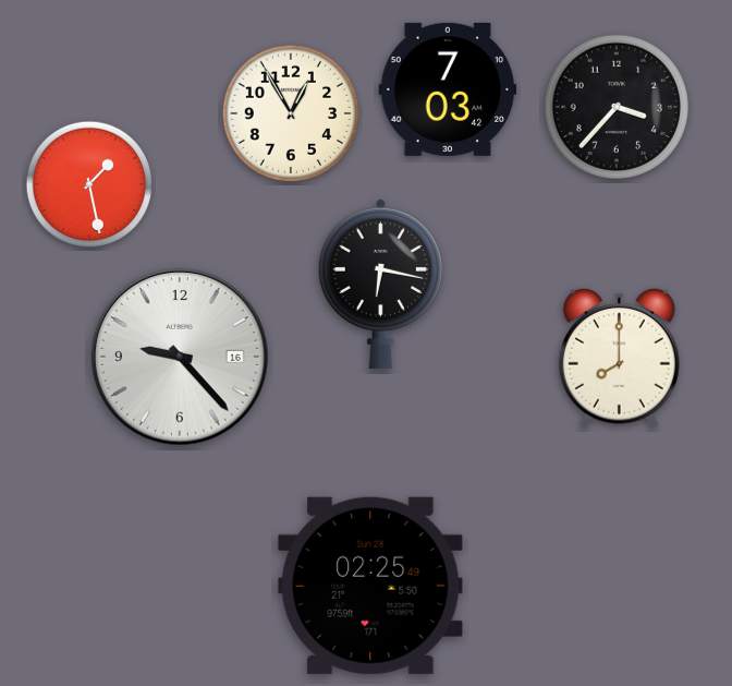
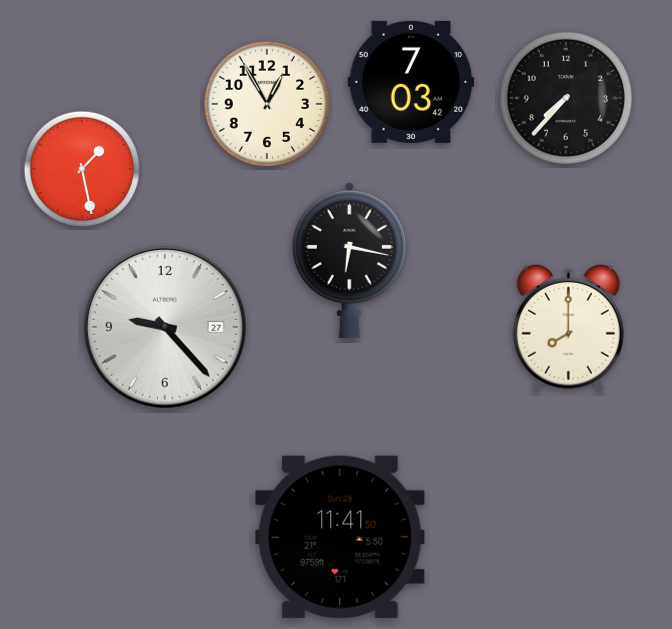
clock at (617, 107): 3:37 -> 7:37
clock at (180, 357) date: 16 -> 27
clock at (370, 586): 02:25 -> 11:41
